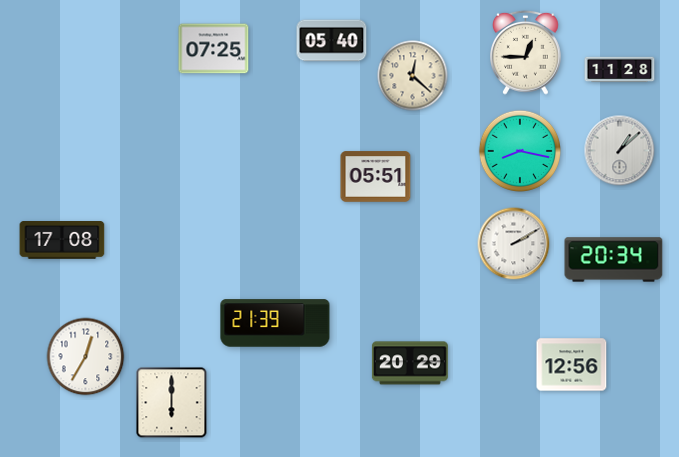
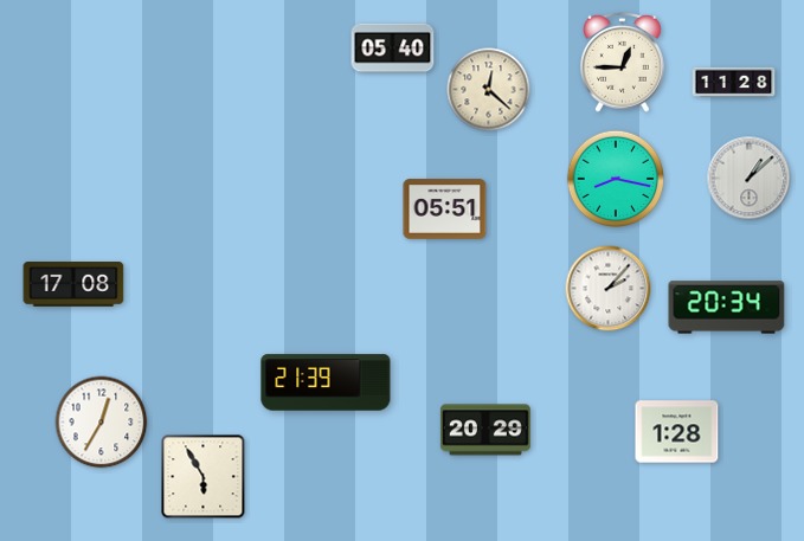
clock at (214, 49): 07:25 -> none
clock at (620, 151) position: (620, 151) -> (750, 179)
clock at (514, 244): 2:10 -> 2:07
clock at (572, 365): 12:56 -> 1:28
clock at (172, 403): 6:00 -> 5:55
